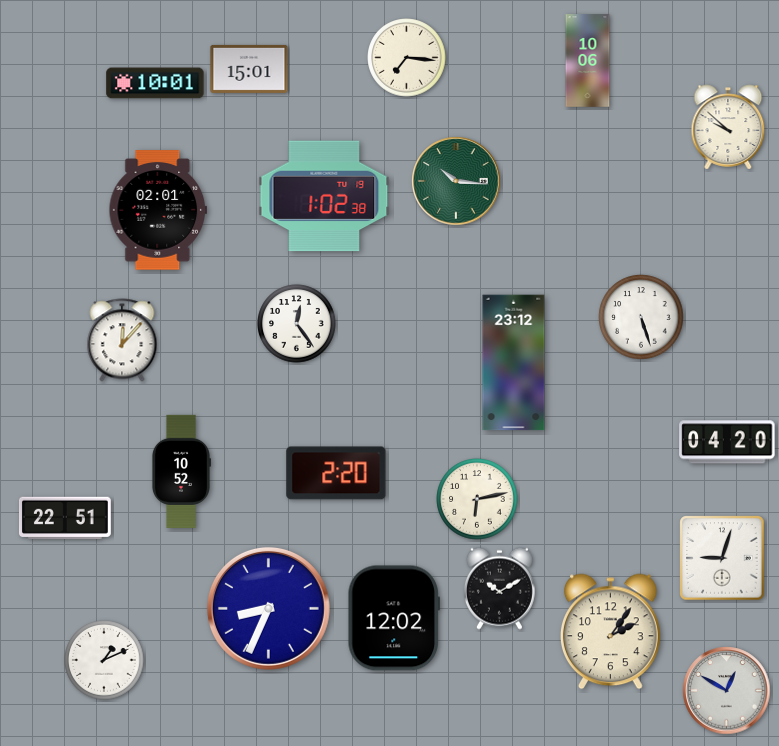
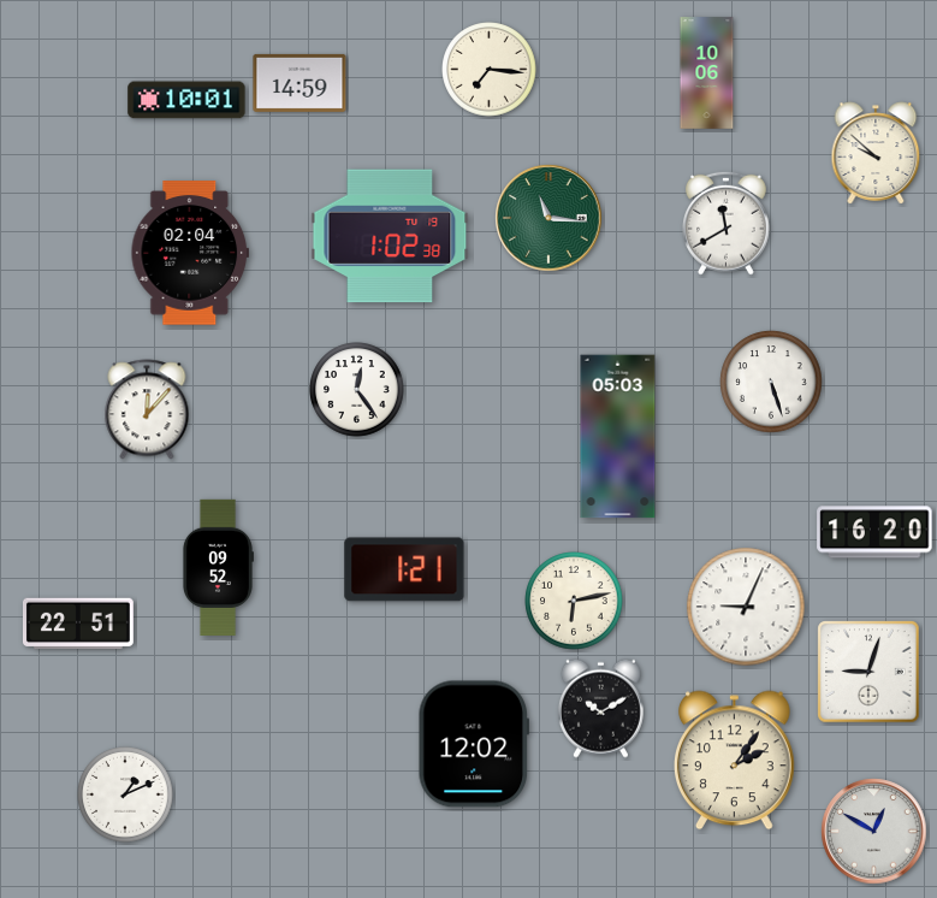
clock at (249, 69): 15:01 -> 14:59
clock at (456, 181): 10:16 -> 11:16
clock at (727, 223): none -> 11:40
clock at (157, 210): 02:01 -> 02:04
clock at (514, 363): 23:12 -> 05:03
clock at (727, 442): 04:20 -> 16:20
clock at (181, 471): 10:52 -> 09:52
clock at (336, 473): 2:20 -> 1:21
clock at (746, 607): none -> 9:04
clock at (268, 608): 8:34 -> none
